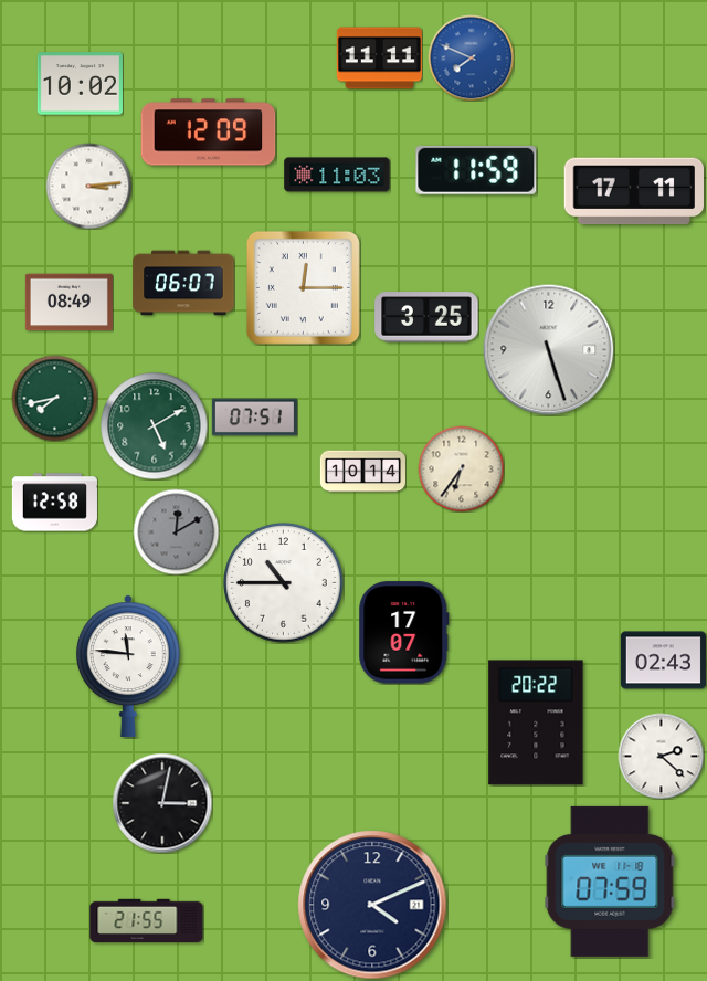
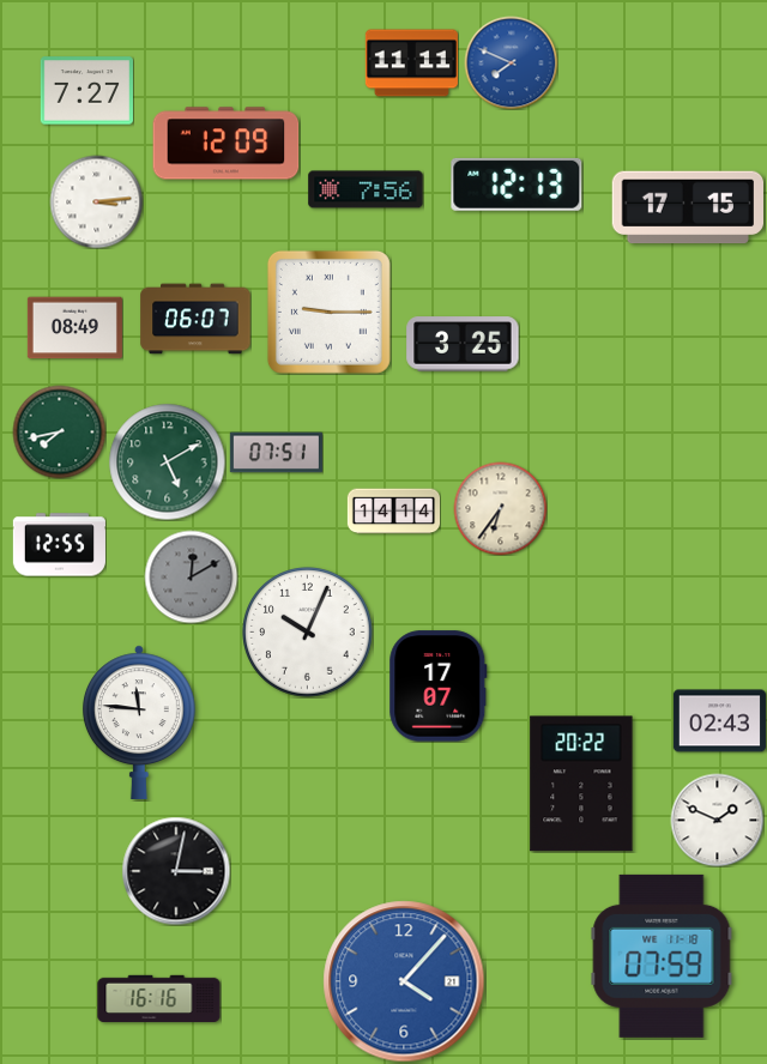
clock at (80, 84): 10:02 -> 7:27
clock at (476, 170): 11:59 -> 12:13
clock at (337, 175): 11:03 -> 7:56
clock at (633, 191): 17:11 -> 17:15
clock at (183, 283) position: (183, 283) -> (195, 319)
clock at (303, 287): 12:15 -> 9:15
clock at (549, 350): 5:27 -> none
clock at (362, 472): 10:14 -> 14:14
clock at (54, 503): 12:58 -> 12:55
clock at (284, 583): 10:45 -> 10:04
clock at (663, 661) position: (663, 661) -> (719, 721)
clock at (661, 756): 2:22 -> 1:49
clock at (372, 905): 4:11 -> 4:07
clock at (372, 905) dial: navy -> blue
clock at (147, 920): 21:55 -> 16:16
